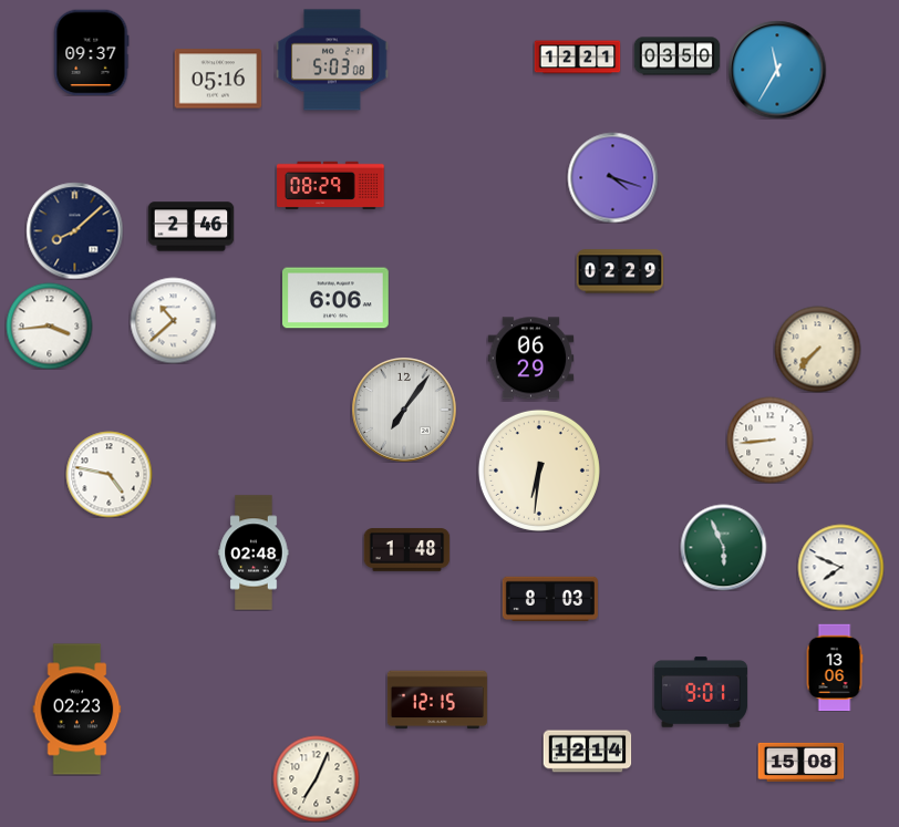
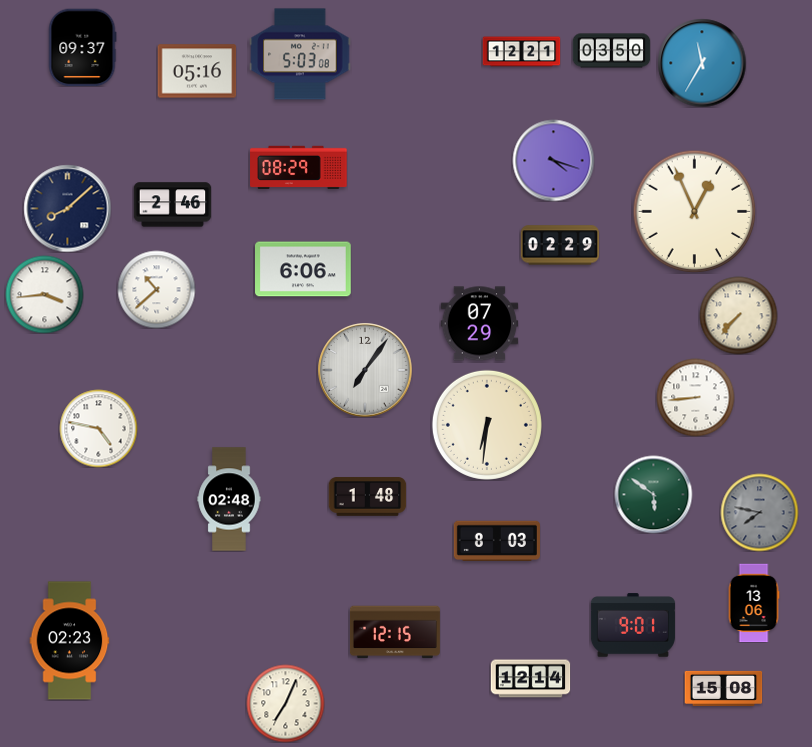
clock at (694, 211): none -> 12:56
clock at (530, 359): 06:29 -> 07:29
clock at (723, 547): 5:56 -> 5:51
clock at (840, 567): 7:49 -> 7:47
clock at (840, 567) dial: white -> grey
